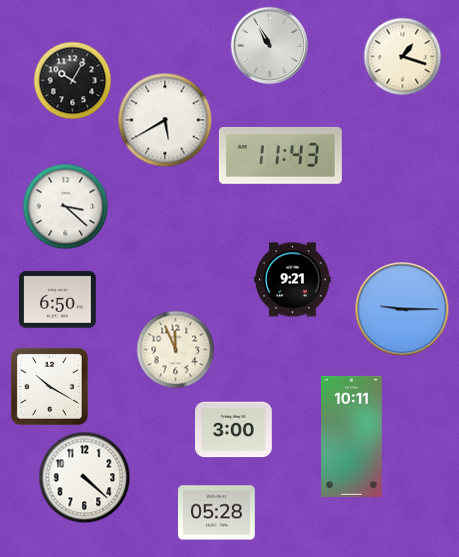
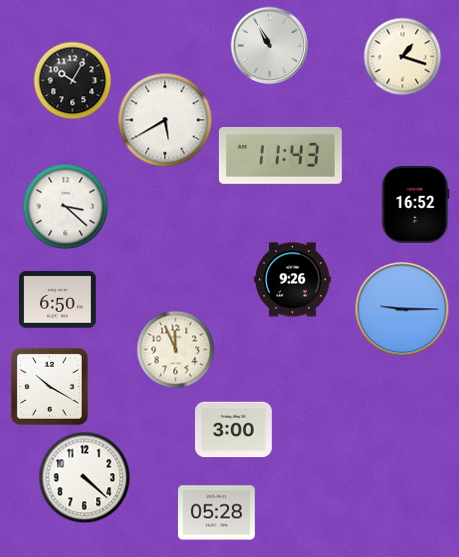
clock at (416, 205): none -> 16:52
clock at (293, 280): 9:21 -> 9:26
clock at (352, 436): 10:11 -> none
